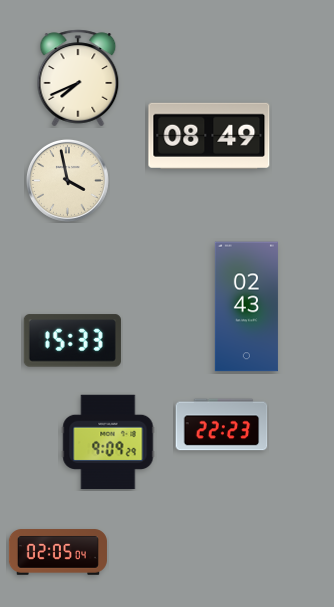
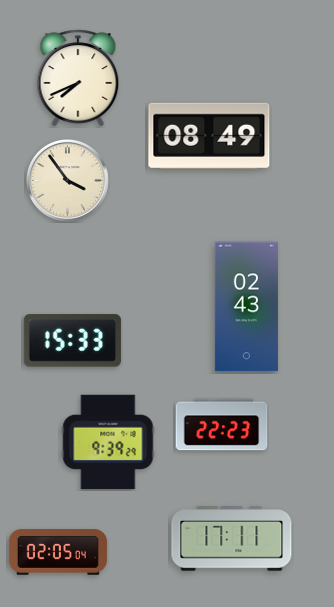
clock at (67, 180): 3:58 -> 3:54
clock at (108, 442): 9:09 -> 9:39
clock at (232, 539): none -> 17:11
